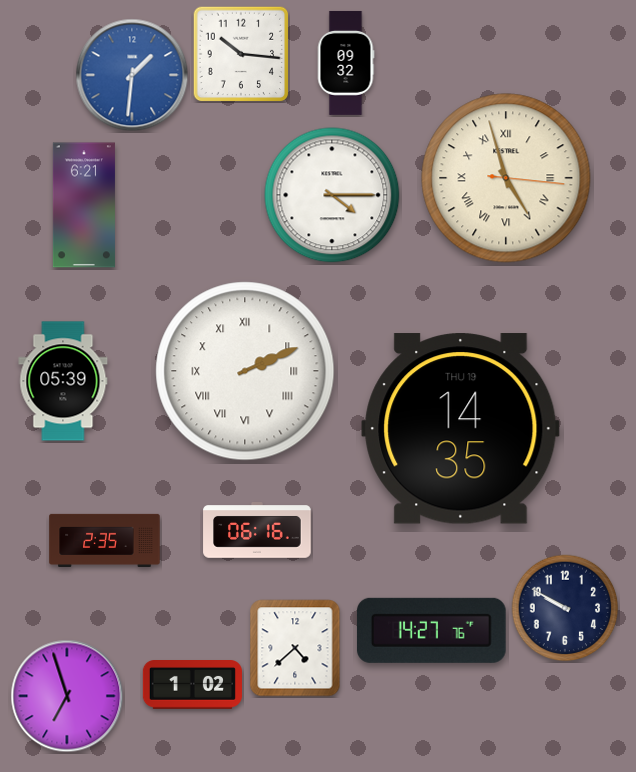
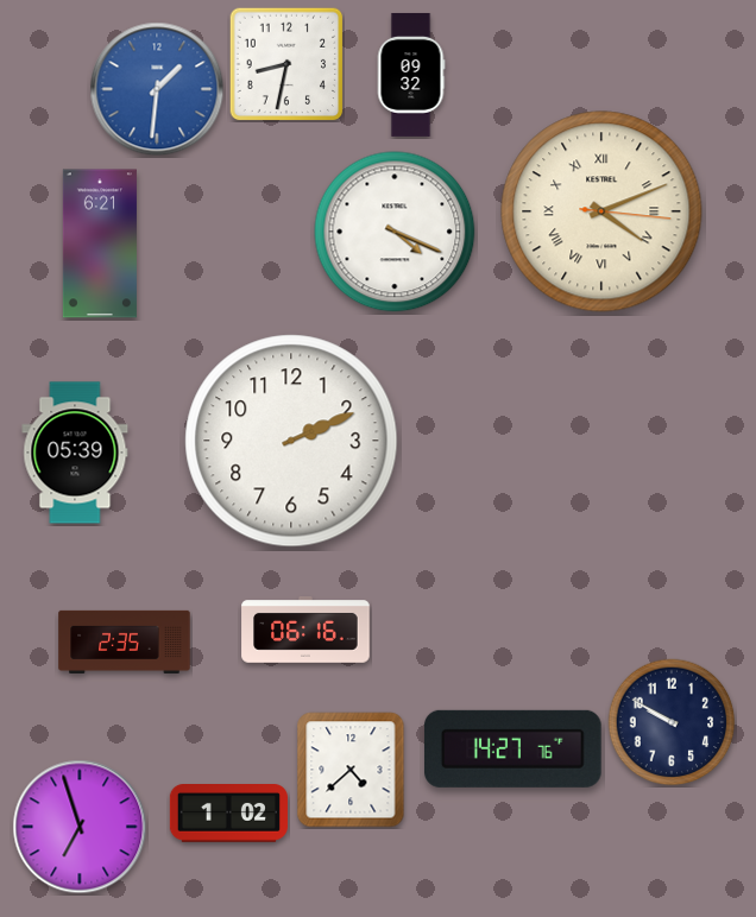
clock at (241, 54): 10:16 -> 8:32
clock at (506, 178): 4:57 -> 4:11
clock at (332, 195): 4:15 -> 4:19
clock at (245, 371) numerals: Roman -> Arabic
clock at (461, 429): 14:35 -> none
